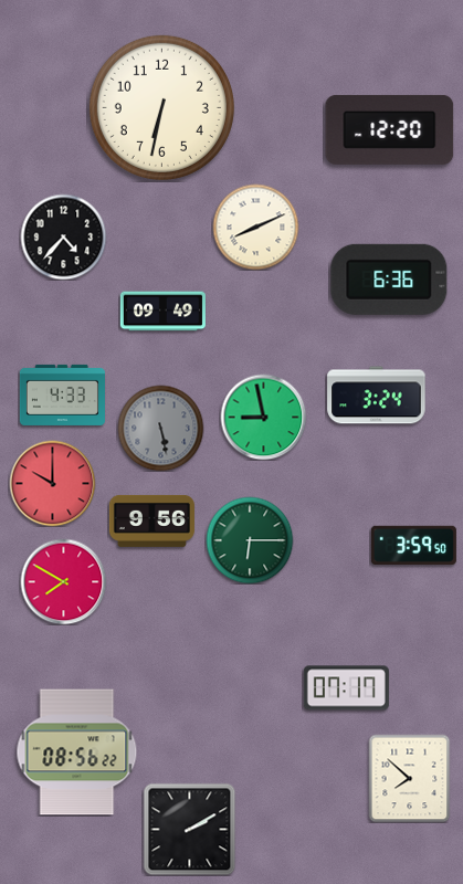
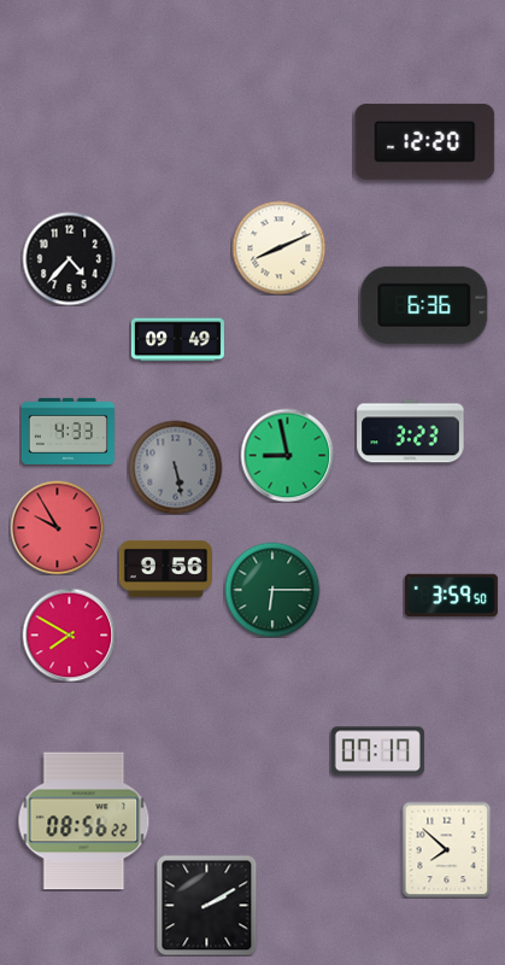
clock at (161, 107): 6:32 -> none
clock at (377, 396): 3:24 -> 3:23
clock at (52, 483): 10:00 -> 9:55
